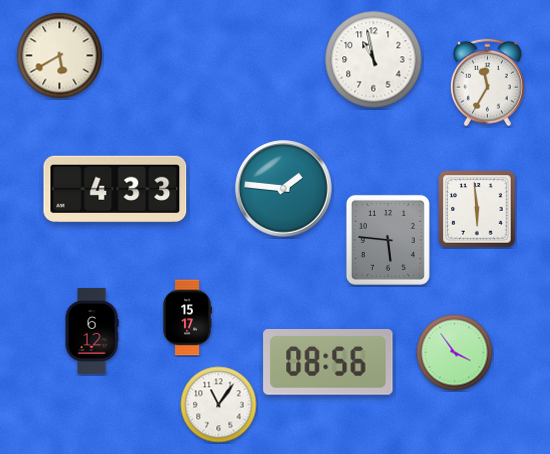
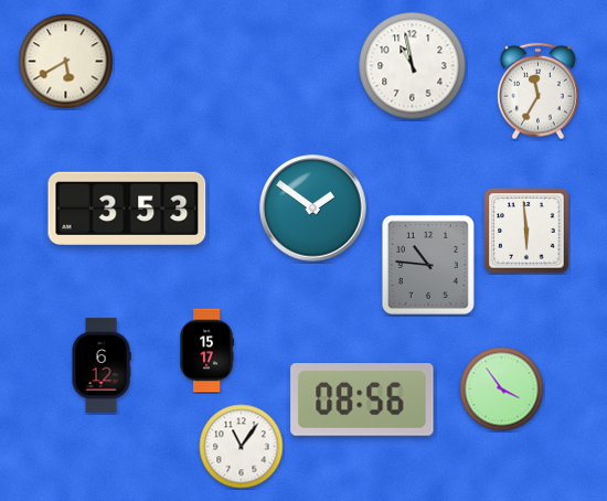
clock at (115, 189): 4:33 -> 3:53
clock at (284, 189): 1:46 -> 1:51
clock at (388, 240): 5:46 -> 10:46
